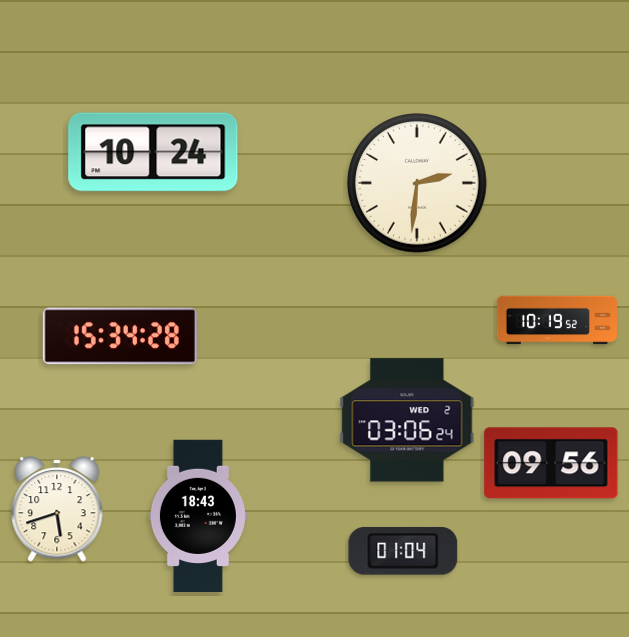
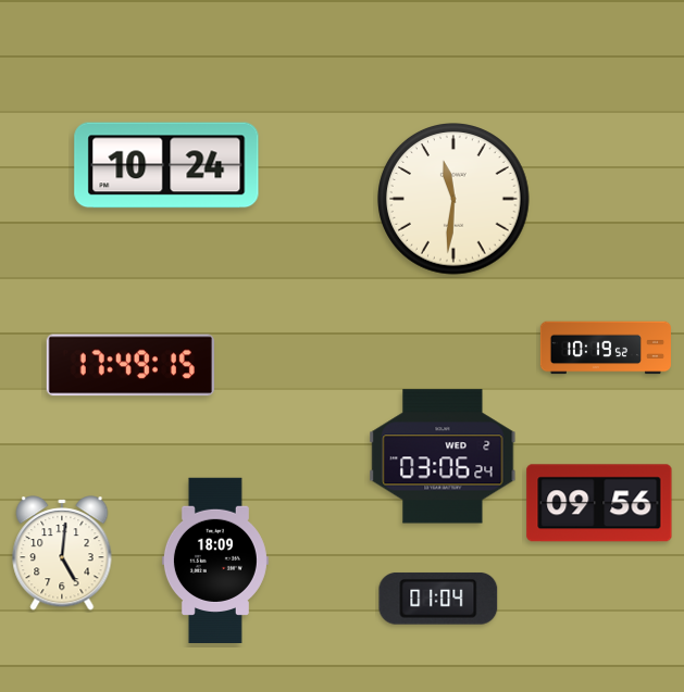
clock at (418, 184): 2:31 -> 11:31
clock at (120, 336): 15:34 -> 17:49
clock at (57, 509): 5:42 -> 5:01
clock at (198, 516): 18:43 -> 18:09
